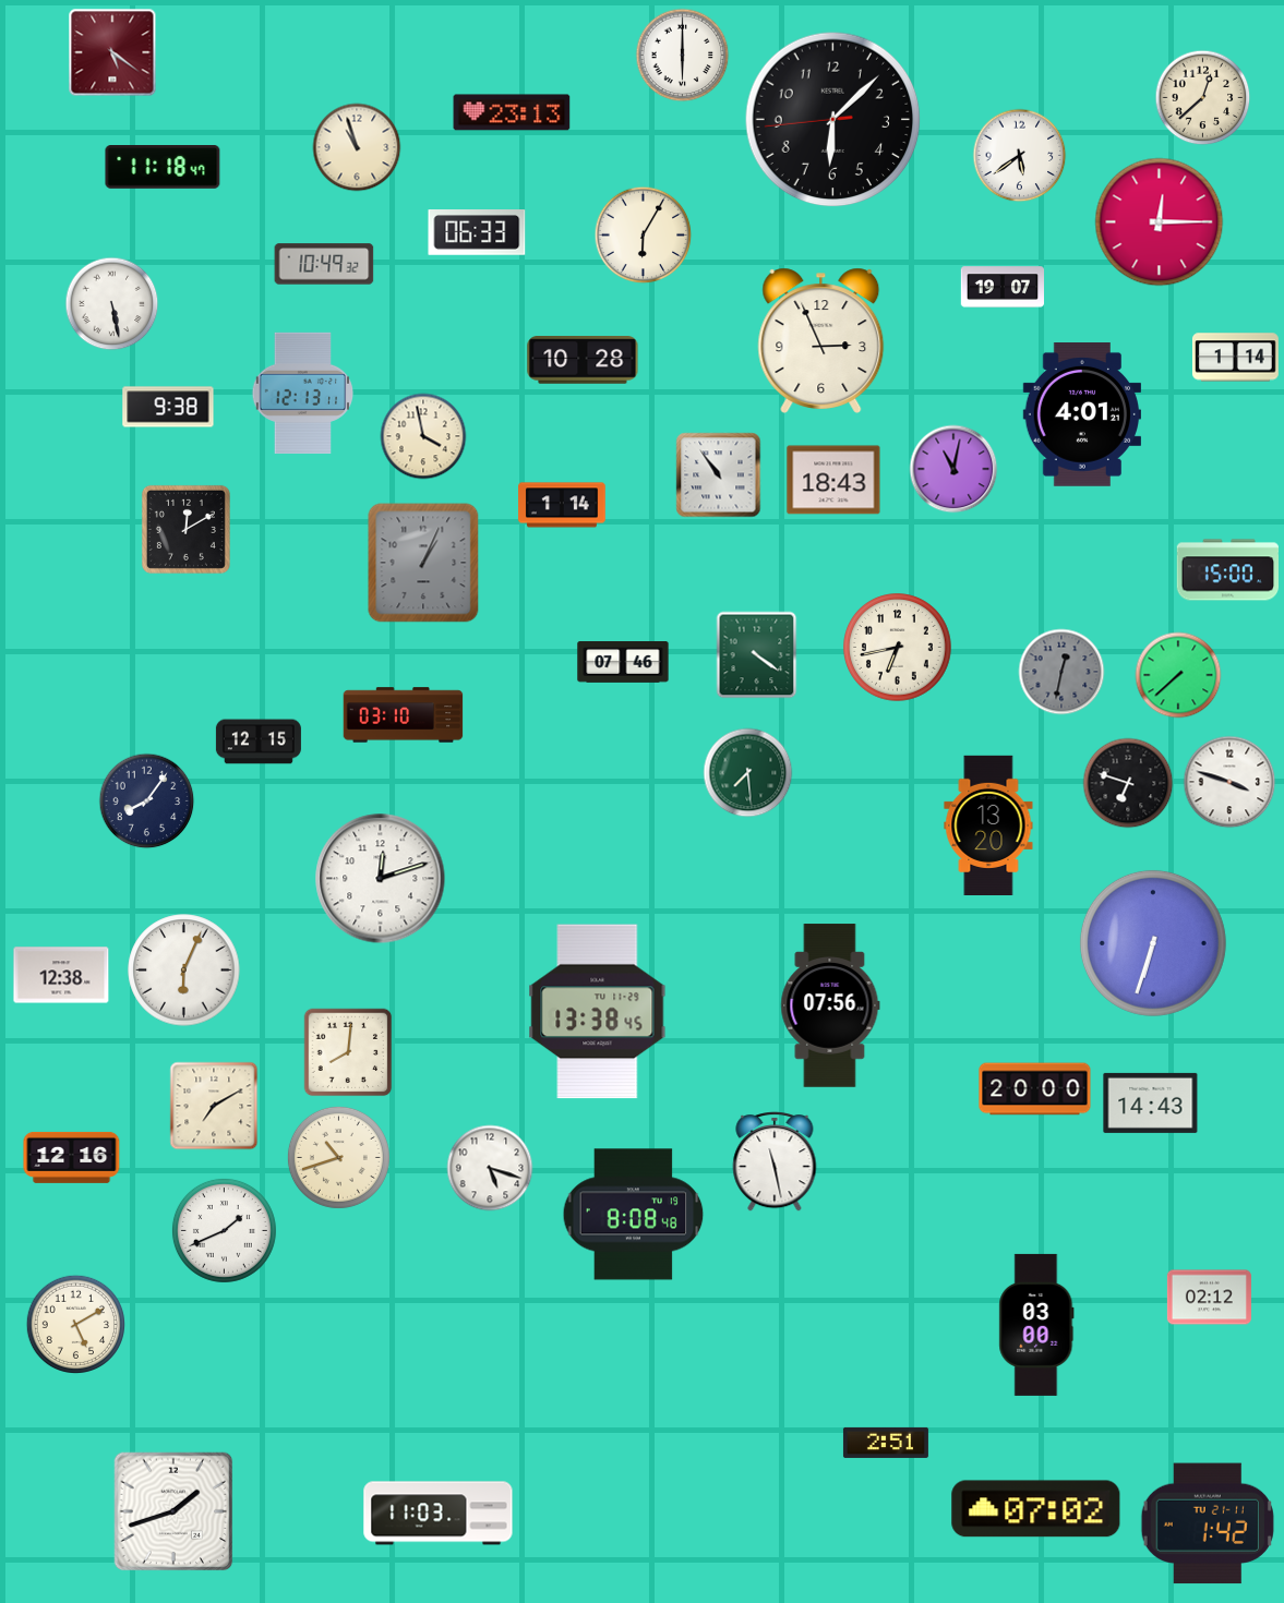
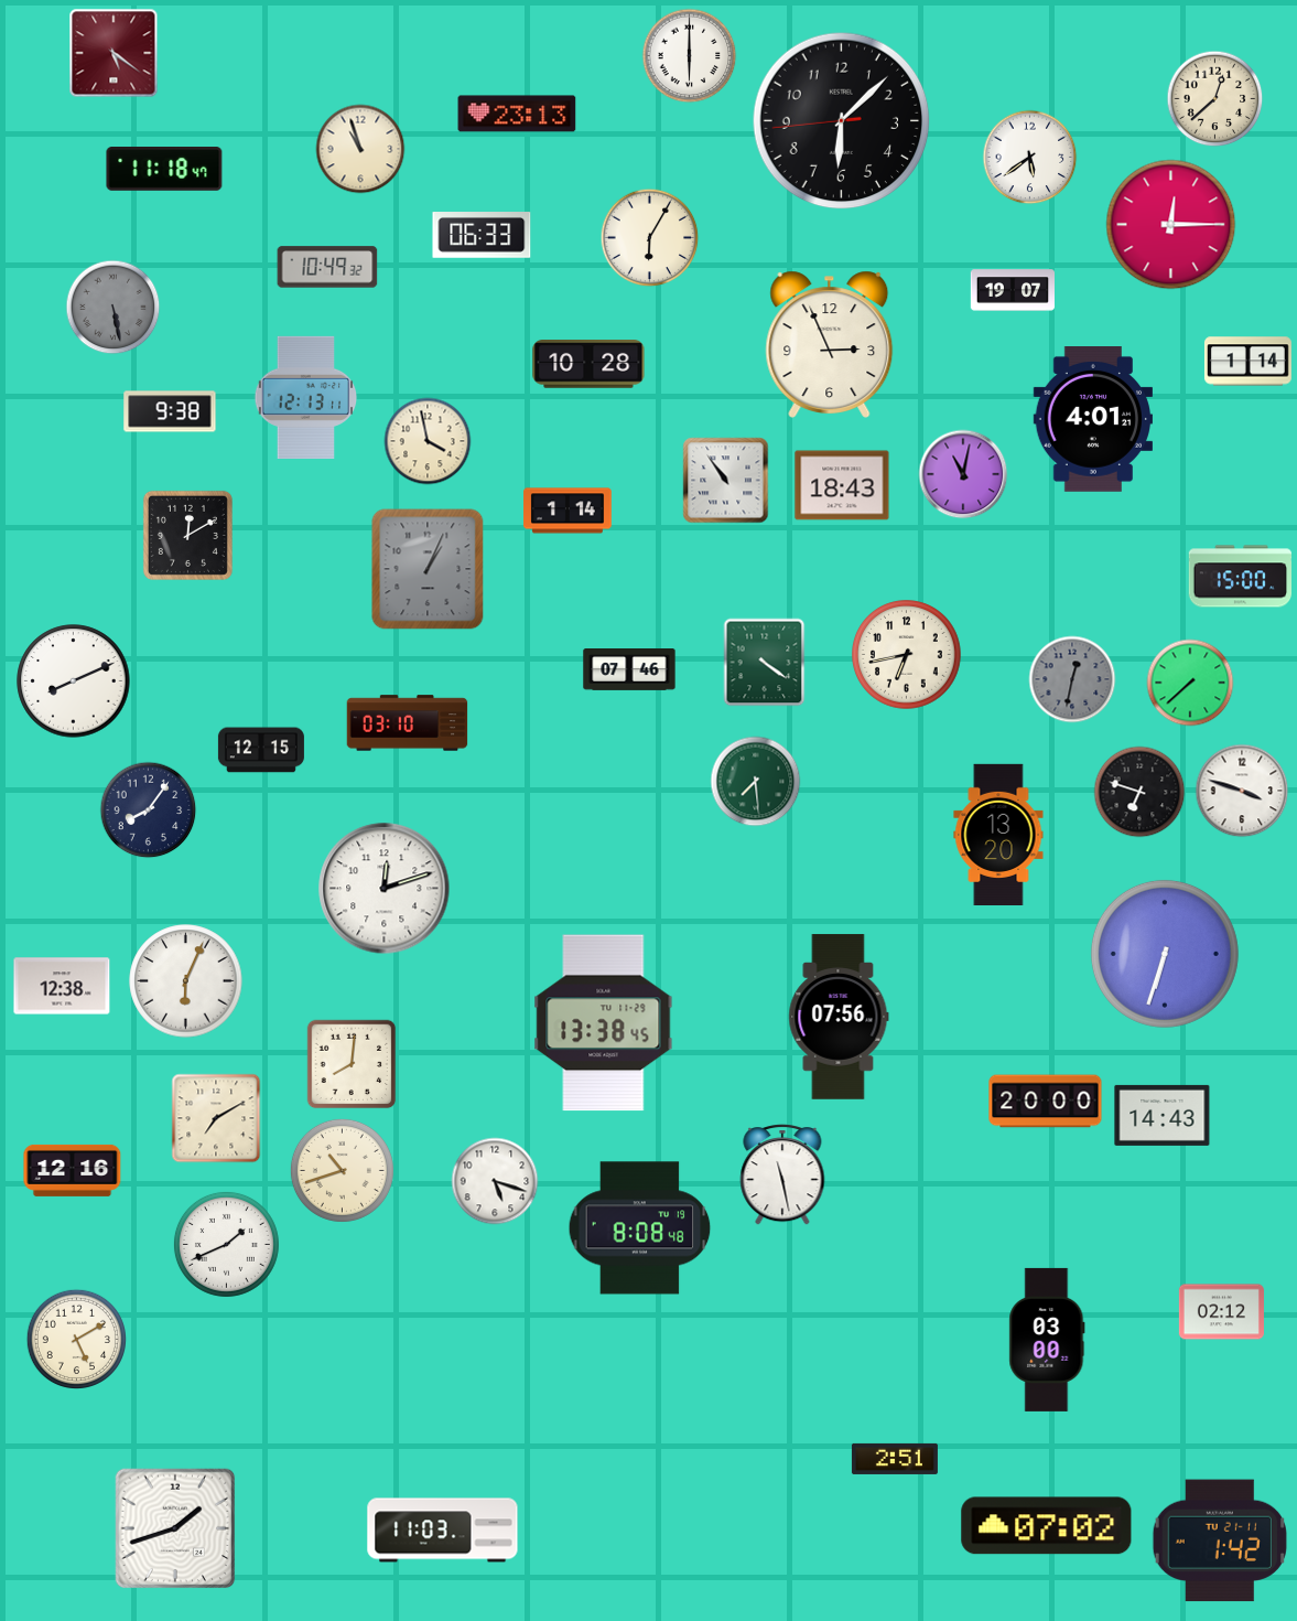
clock at (112, 304) dial: white -> grey
clock at (74, 681): none -> 8:11
